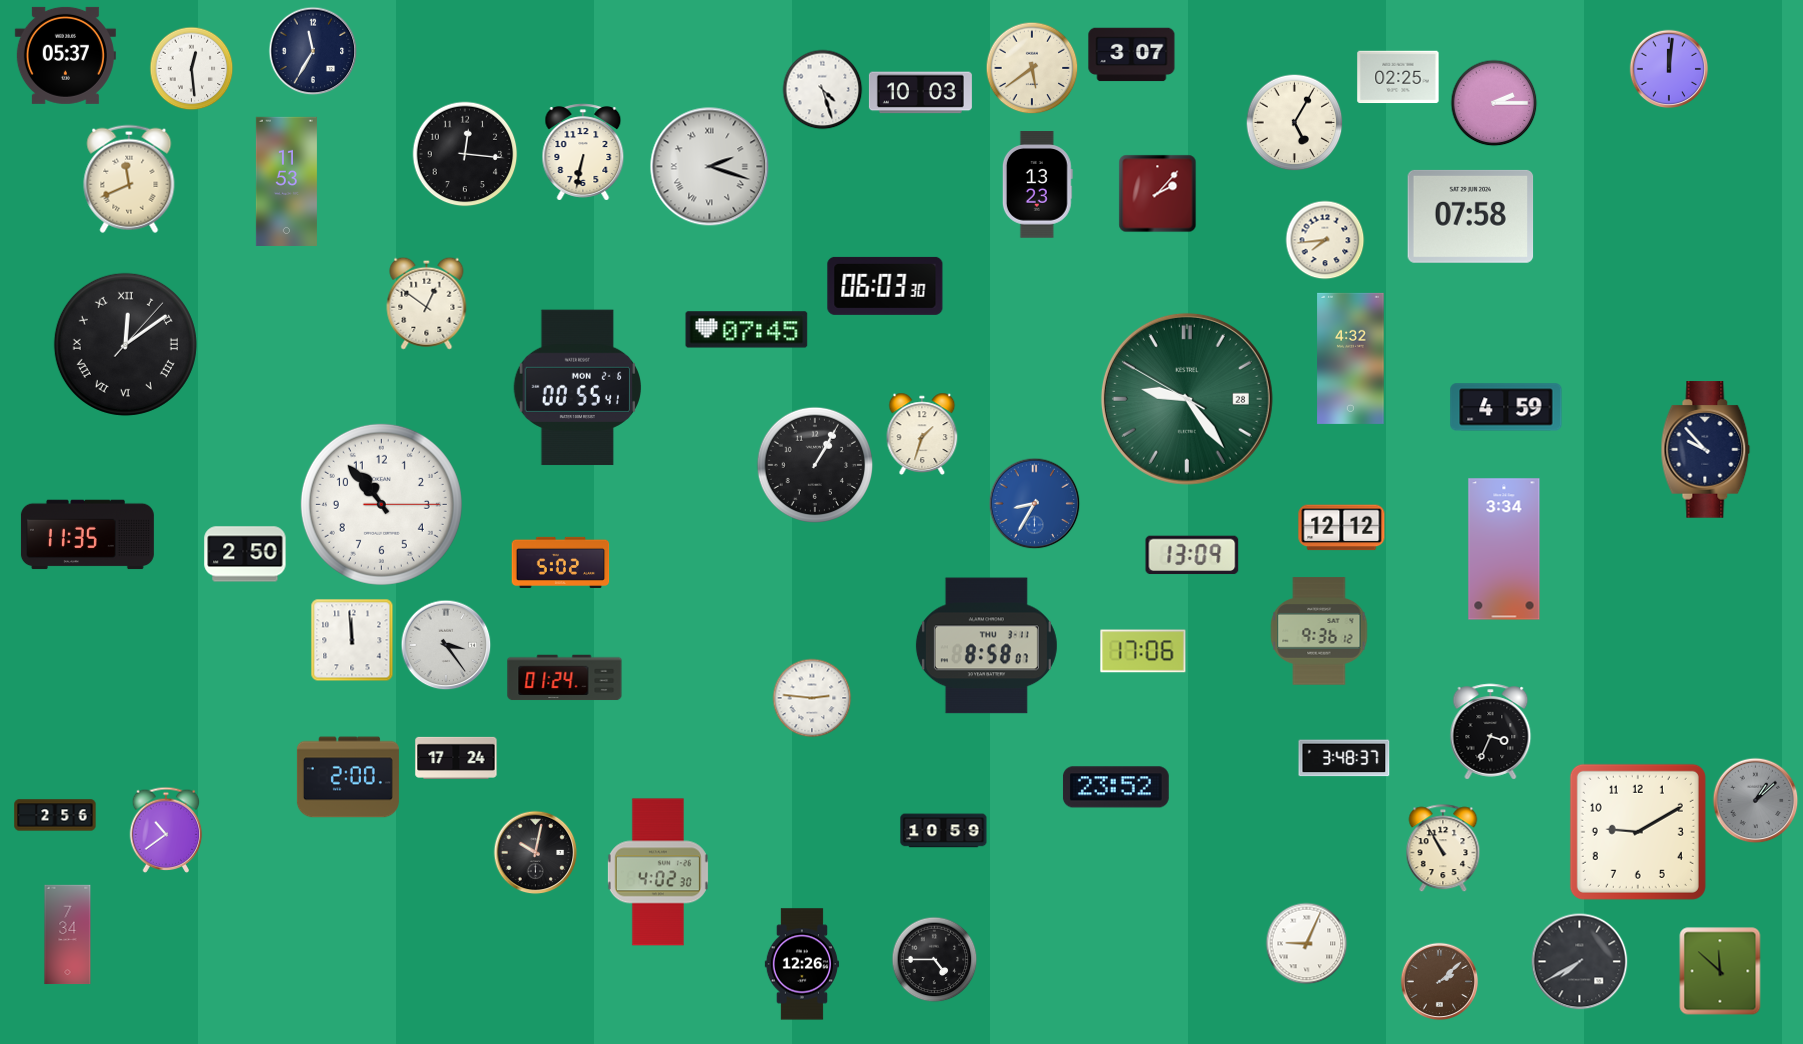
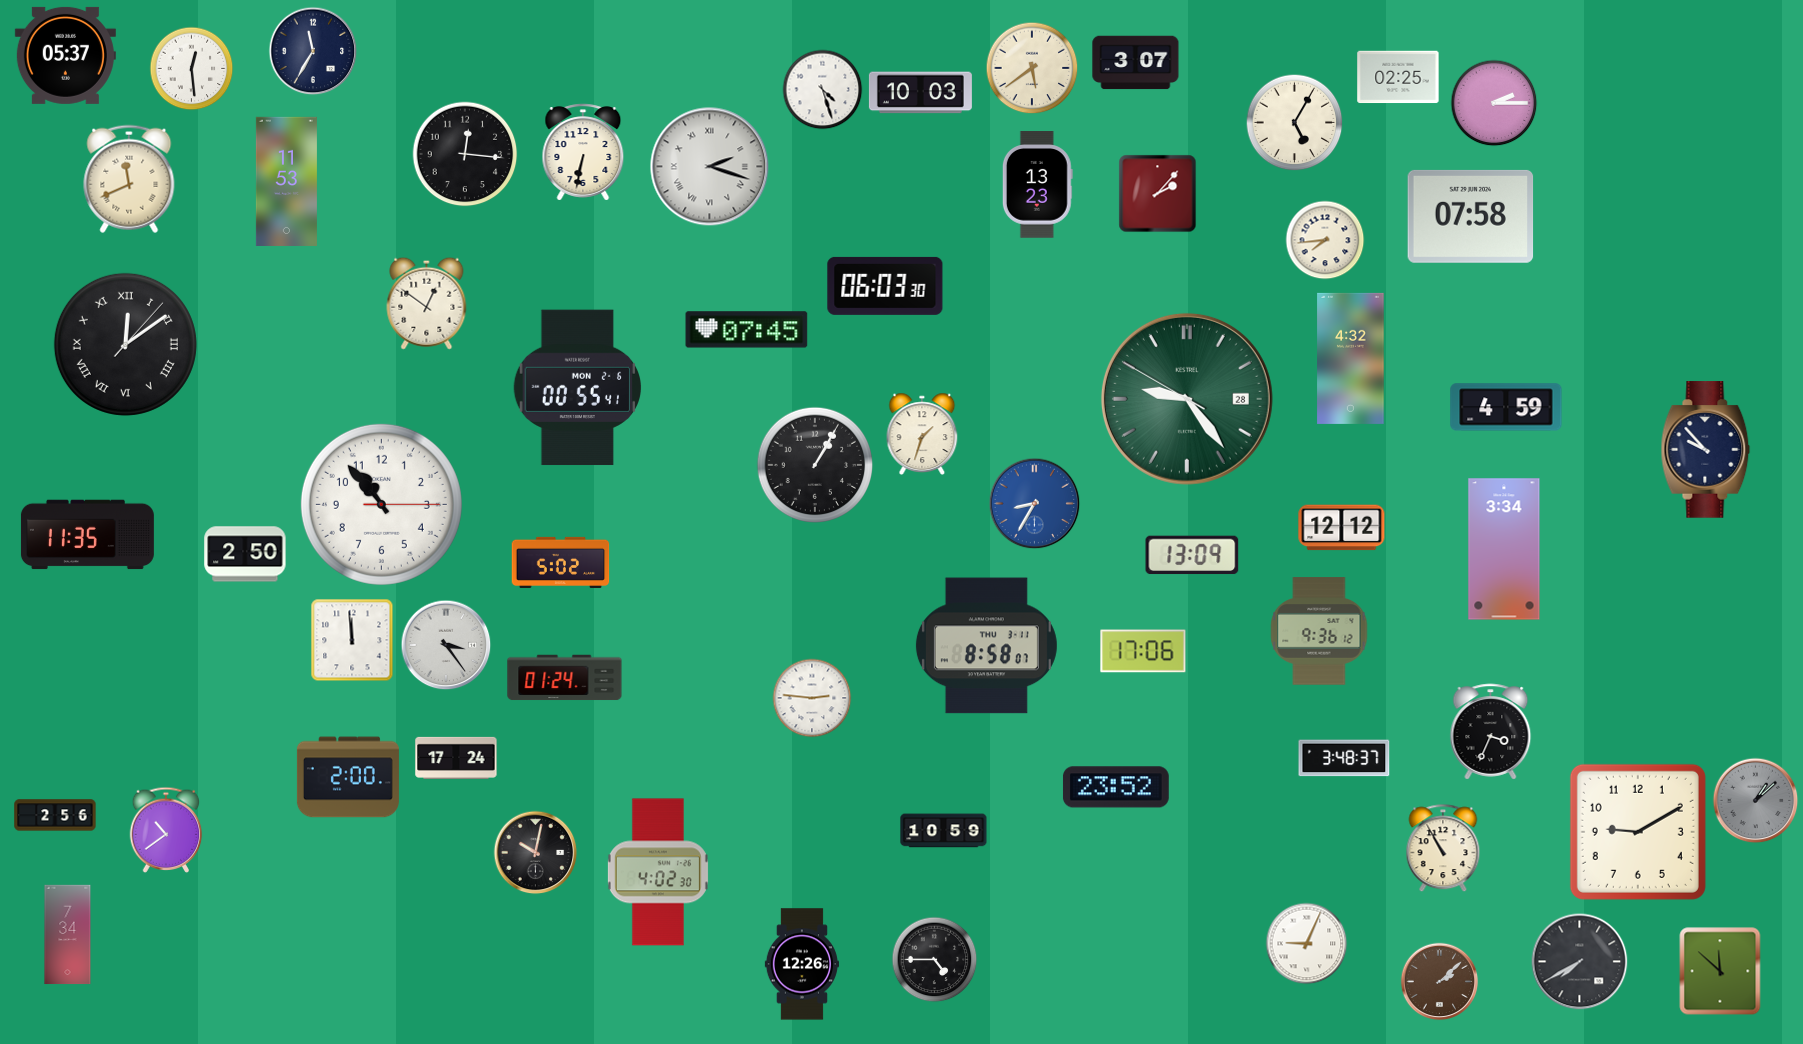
clock at (1132, 55) position: (1132, 55) -> (1136, 63)
clock at (1669, 69): 12:01 -> none
